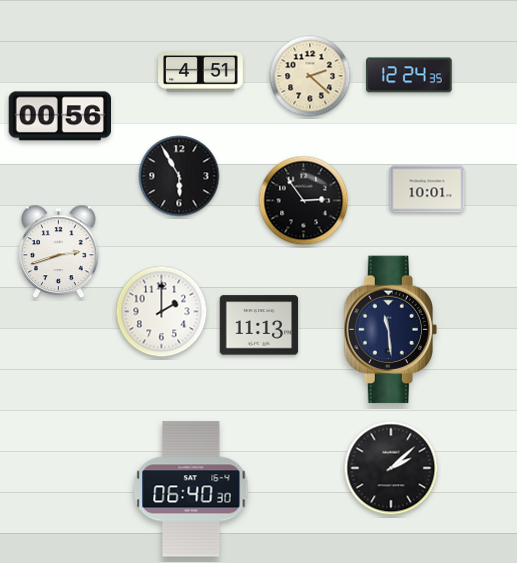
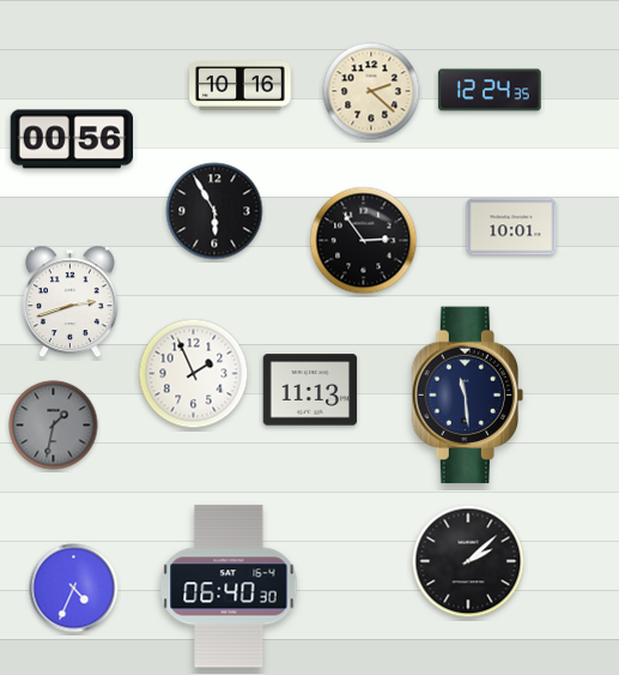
clock at (201, 72): 4:51 -> 10:16
clock at (162, 312): 2:00 -> 1:56
clock at (54, 426): none -> 1:32
clock at (74, 589): none -> 4:34
